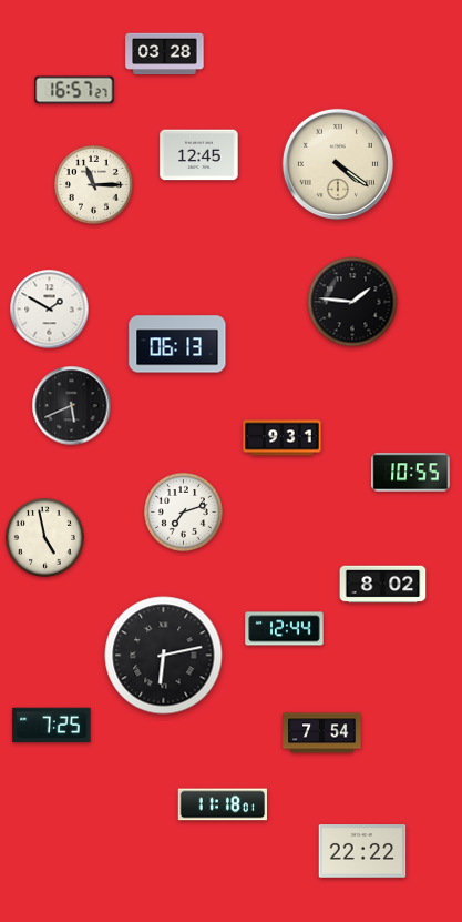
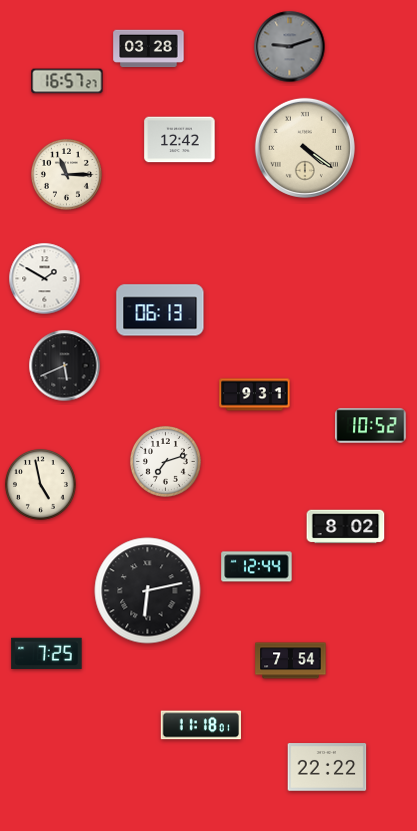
clock at (290, 47): none -> 9:12
clock at (199, 155): 12:45 -> 12:42
clock at (93, 184) position: (93, 184) -> (66, 174)
clock at (352, 302): 1:46 -> none
clock at (411, 473): 10:55 -> 10:52
